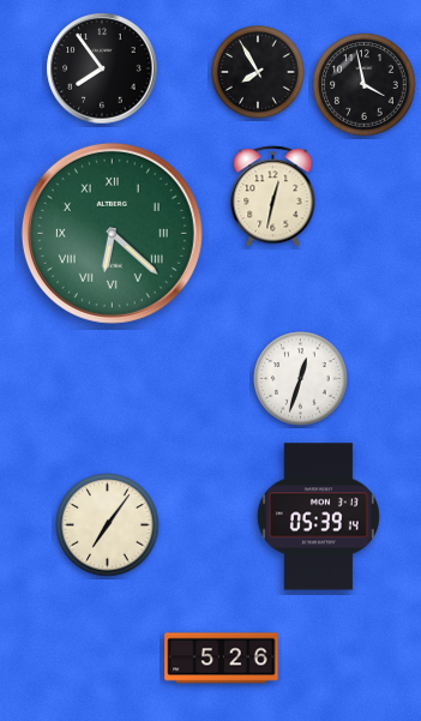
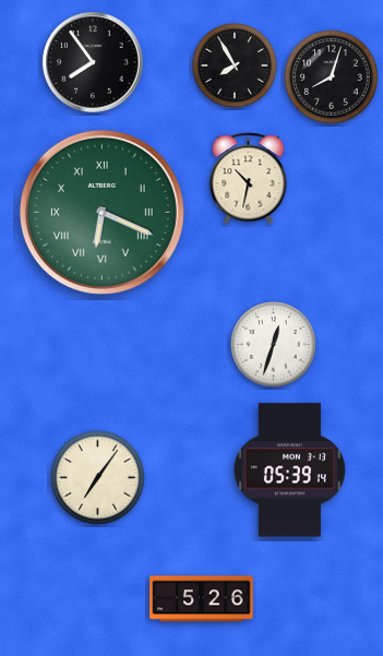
clock at (365, 85): 3:58 -> 8:03
clock at (273, 197): 12:32 -> 10:32
clock at (112, 233): 6:22 -> 6:19
